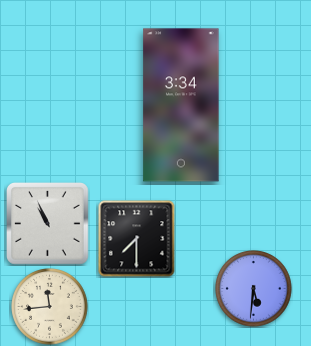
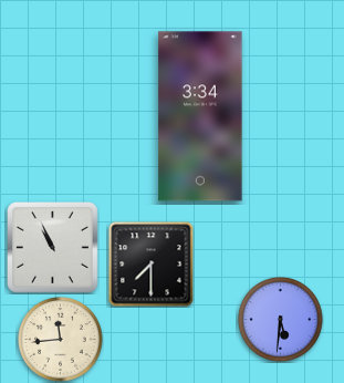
clock at (50, 307) position: (50, 307) -> (61, 340)
